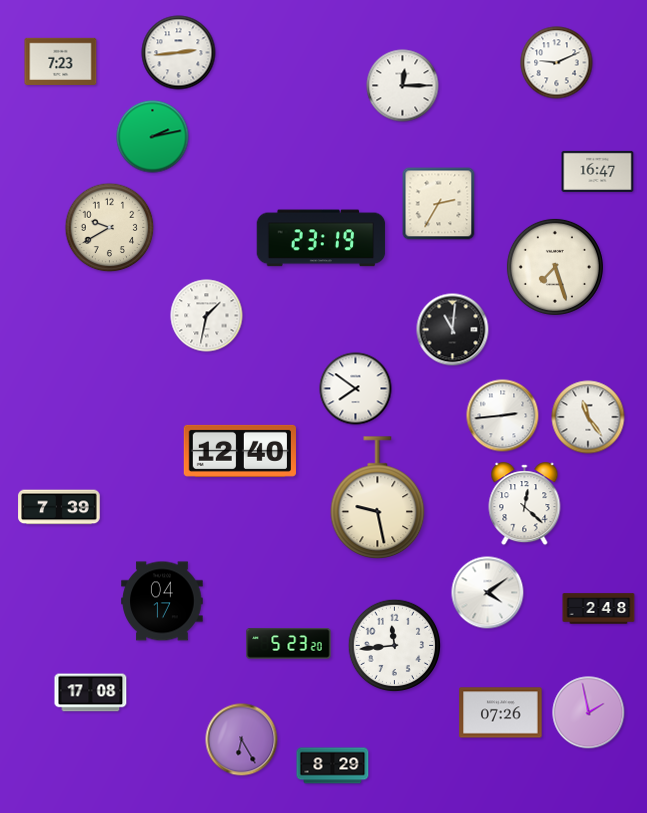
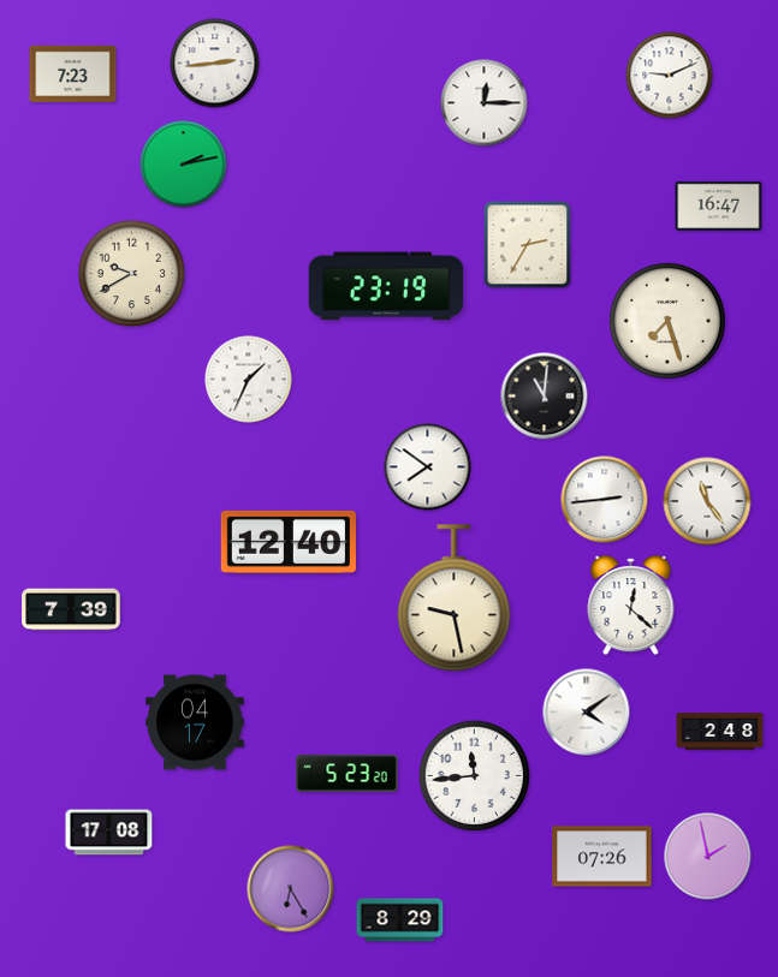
clock at (207, 316): 1:32 -> 1:34
